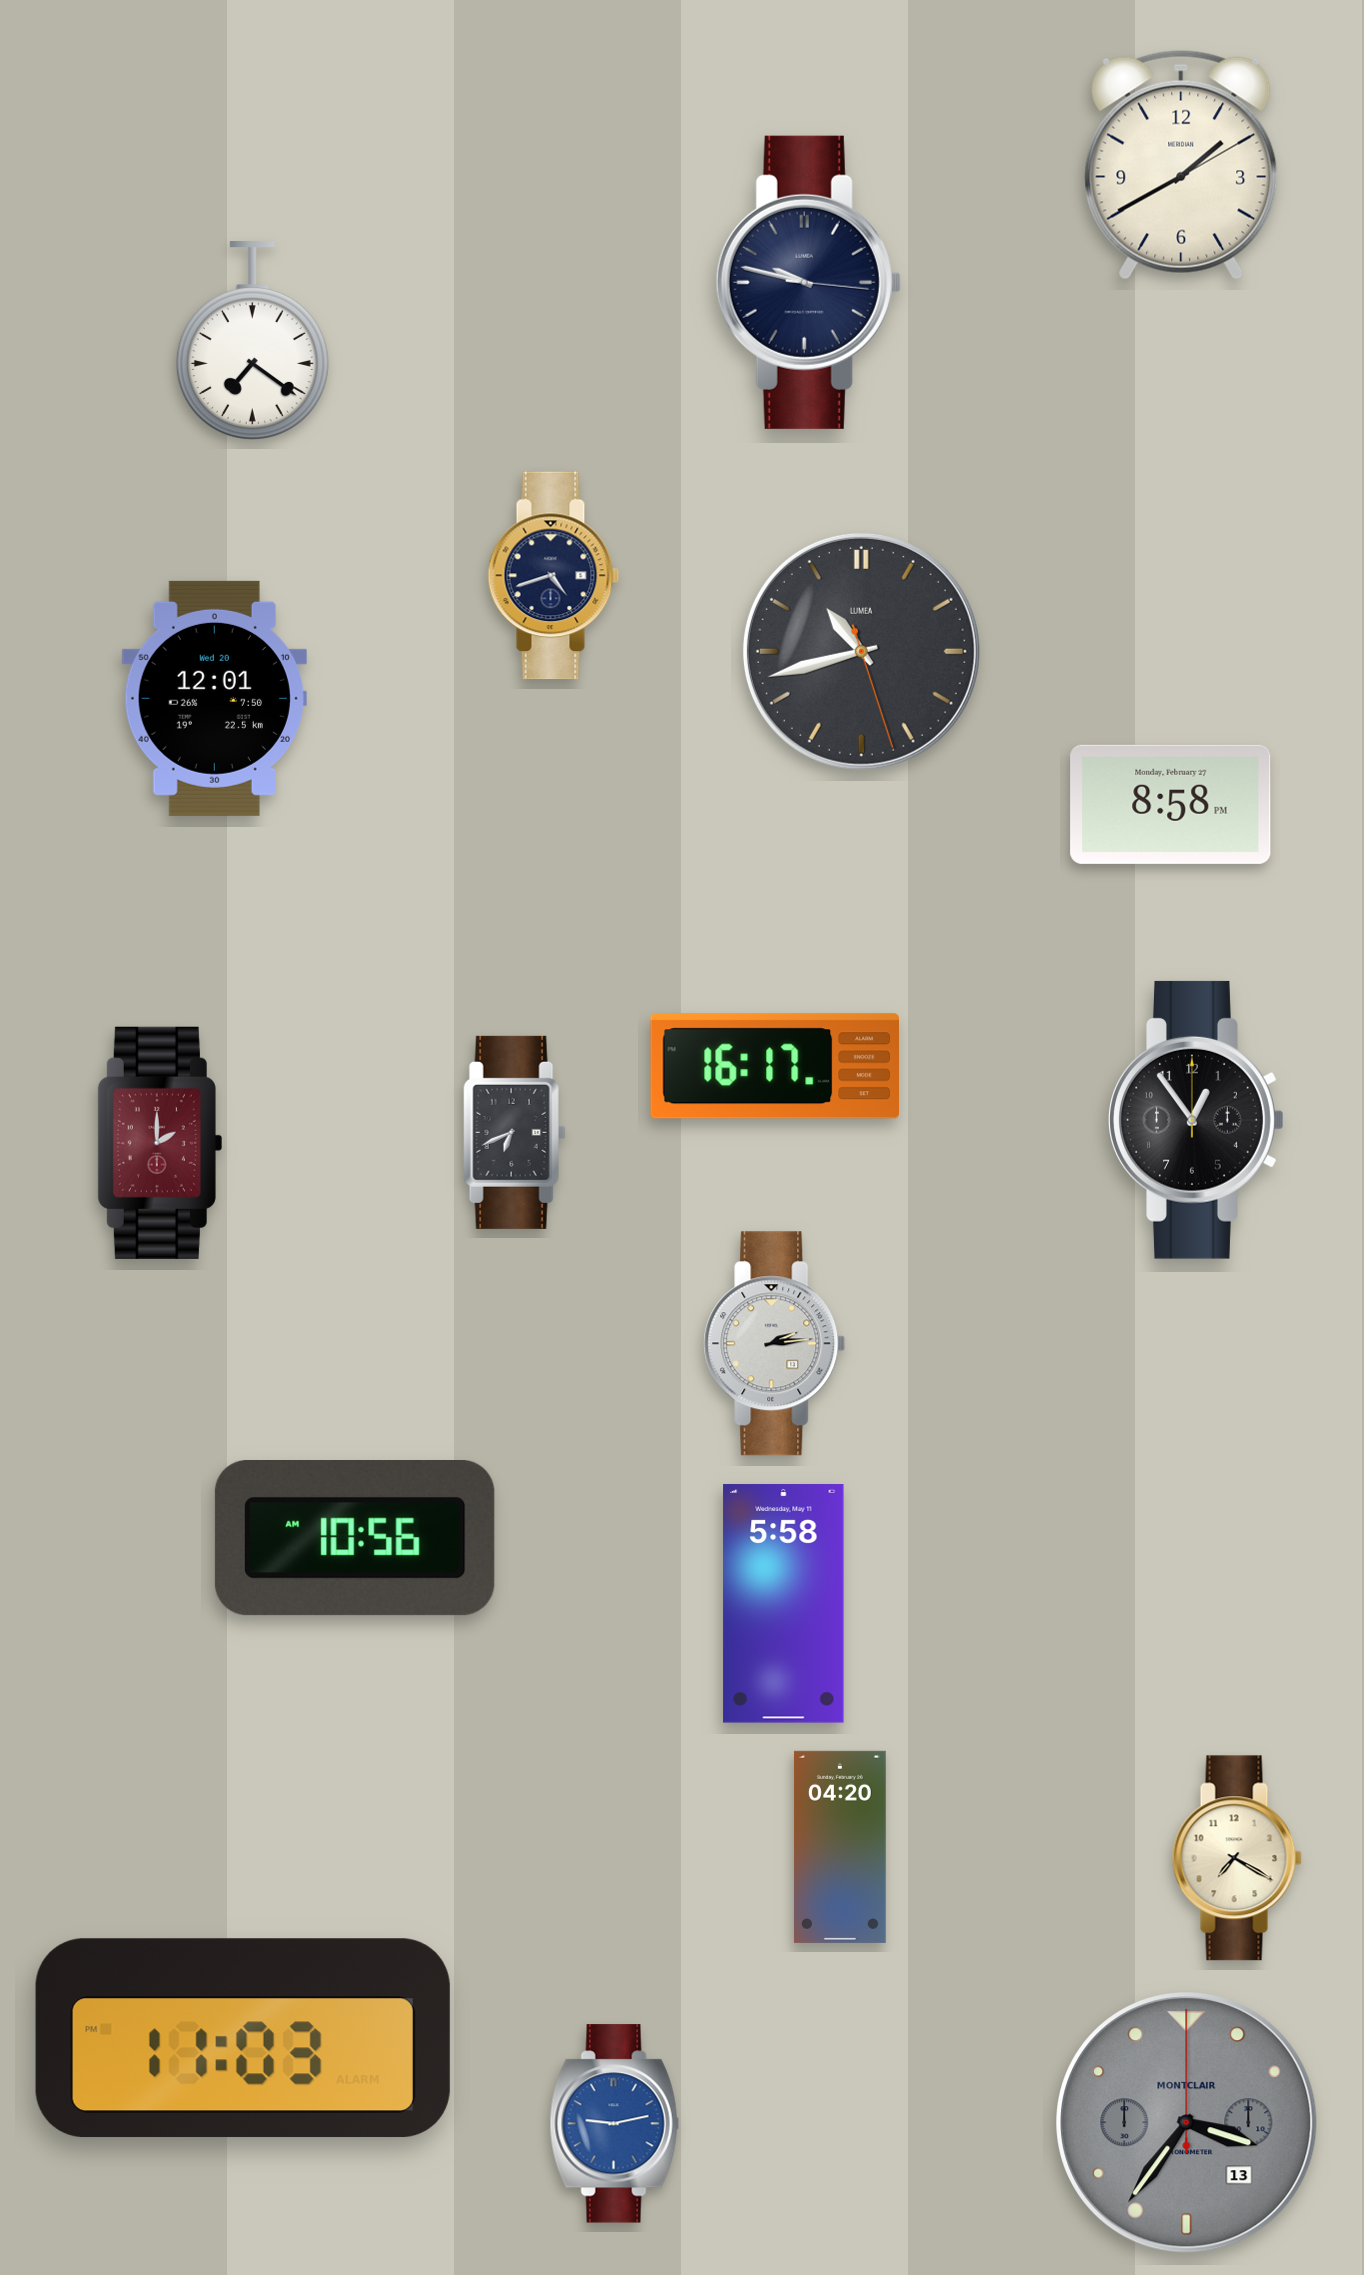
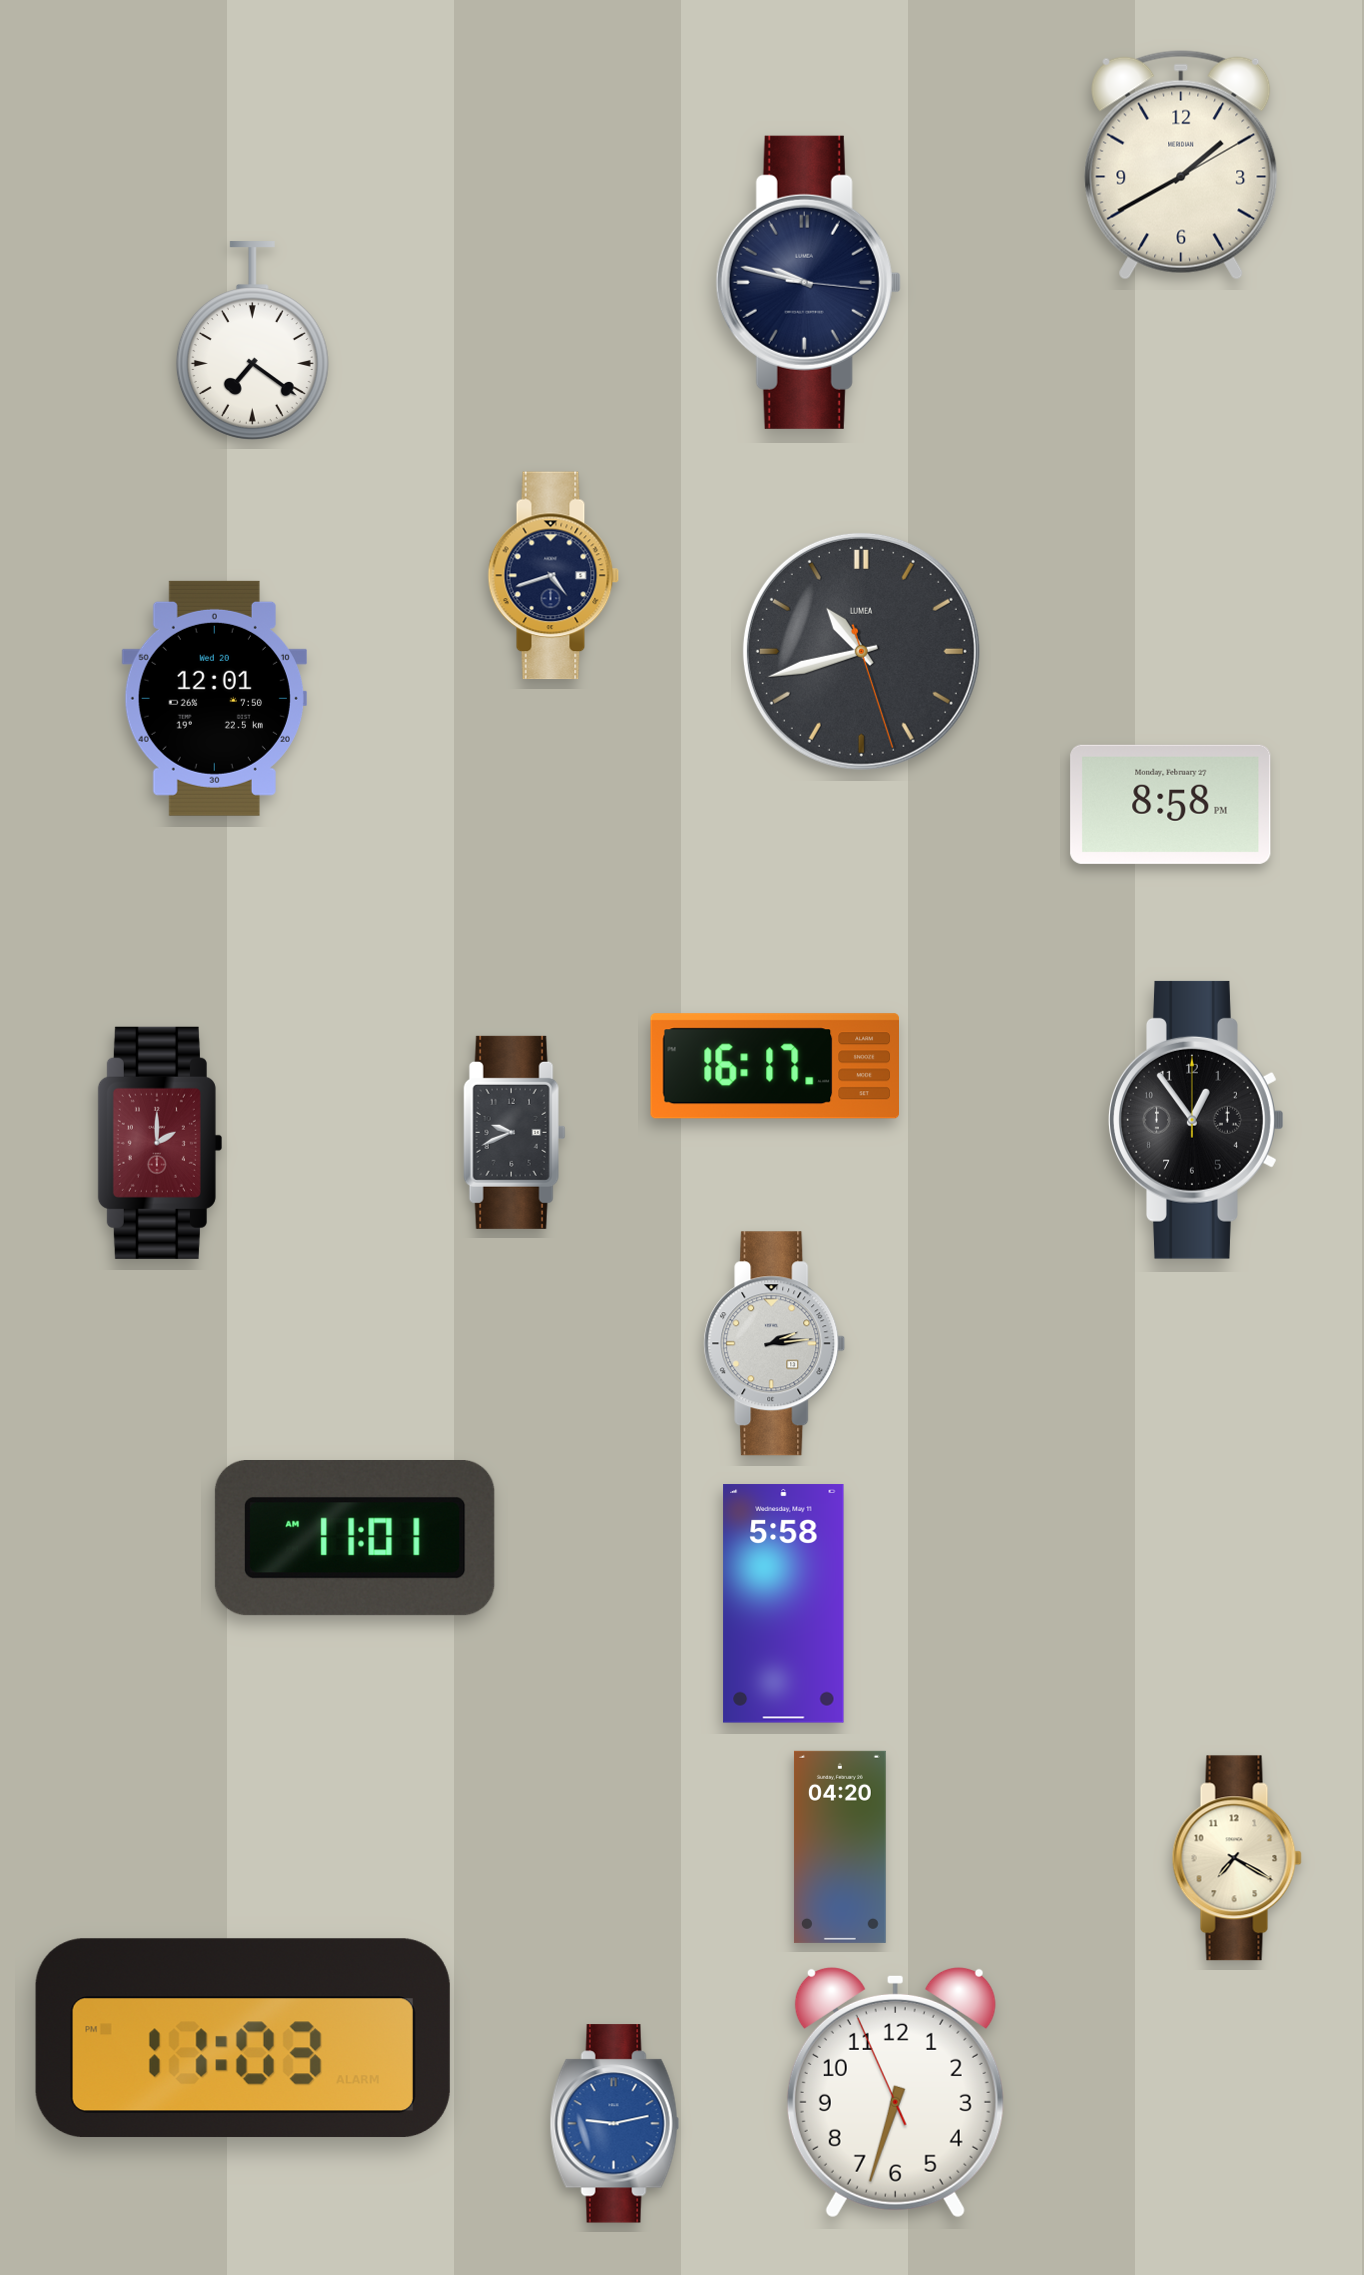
clock at (515, 1132): 6:41 -> 9:41
clock at (355, 1539): 10:56 -> 11:01
clock at (895, 2092): none -> 6:32
clock at (1187, 2123): 3:36 -> none
